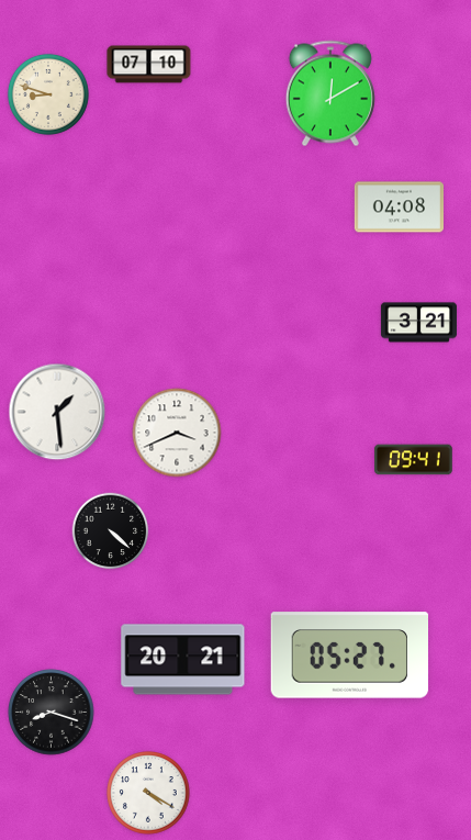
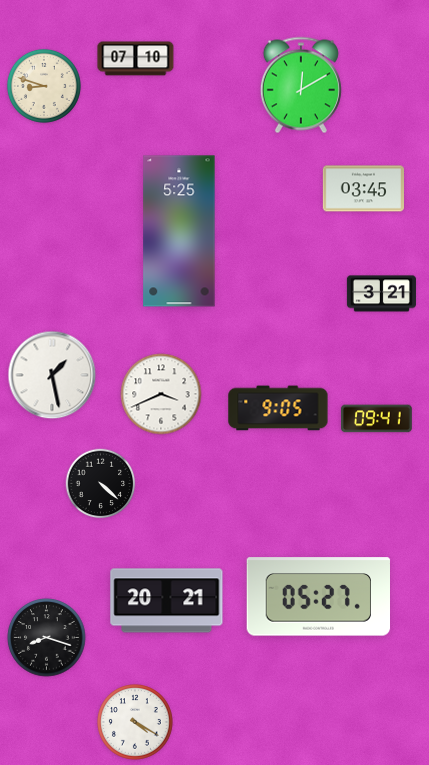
clock at (399, 208): 04:08 -> 03:45
clock at (179, 231): none -> 5:25
clock at (57, 412): 1:29 -> 1:28
clock at (278, 408): none -> 9:05
clock at (52, 713) position: (52, 713) -> (47, 638)
